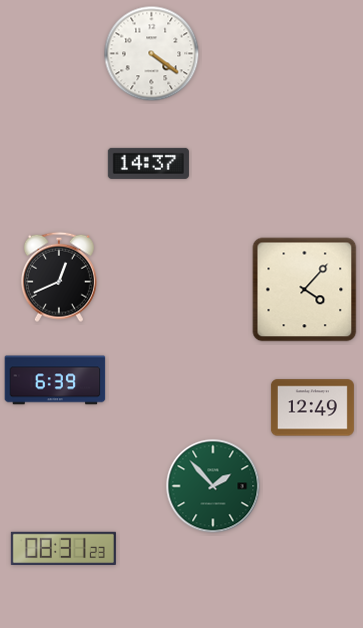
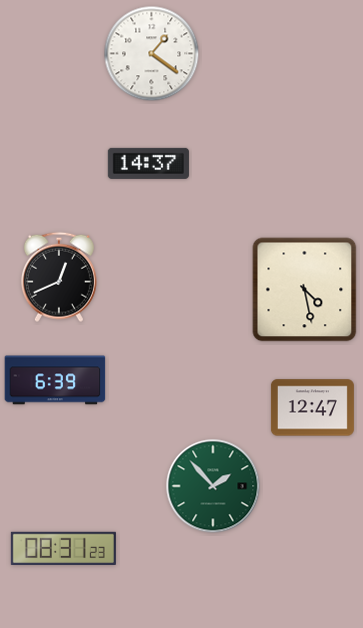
clock at (152, 54): 4:21 -> 1:21
clock at (305, 290): 4:07 -> 4:28
clock at (312, 408): 12:49 -> 12:47
